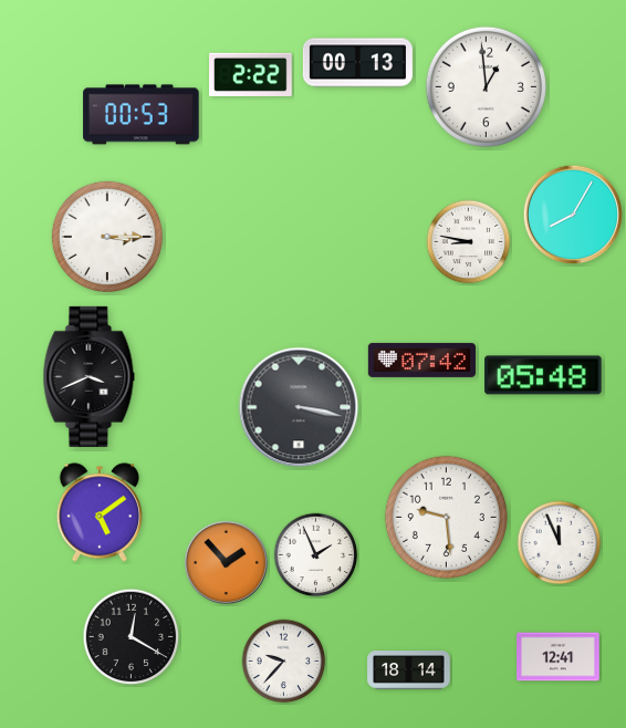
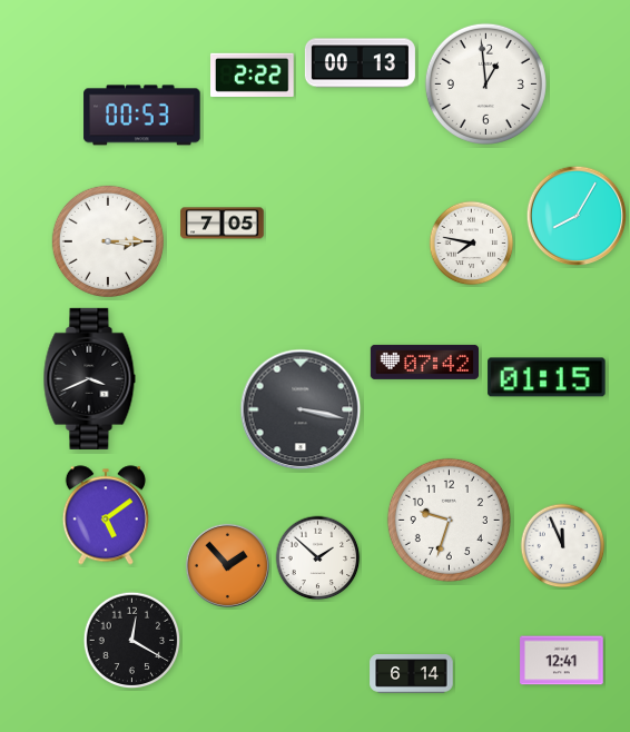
clock at (486, 86) position: (486, 86) -> (485, 83)
clock at (223, 224): none -> 7:05
clock at (107, 237) position: (107, 237) -> (108, 241)
clock at (469, 242): 8:47 -> 7:47
clock at (543, 375): 05:48 -> 01:15
clock at (100, 512) position: (100, 512) -> (106, 515)
clock at (446, 517): 9:29 -> 9:33
clock at (316, 555): 1:56 -> 1:52
clock at (284, 662): 9:37 -> none
clock at (409, 670): 18:14 -> 6:14
